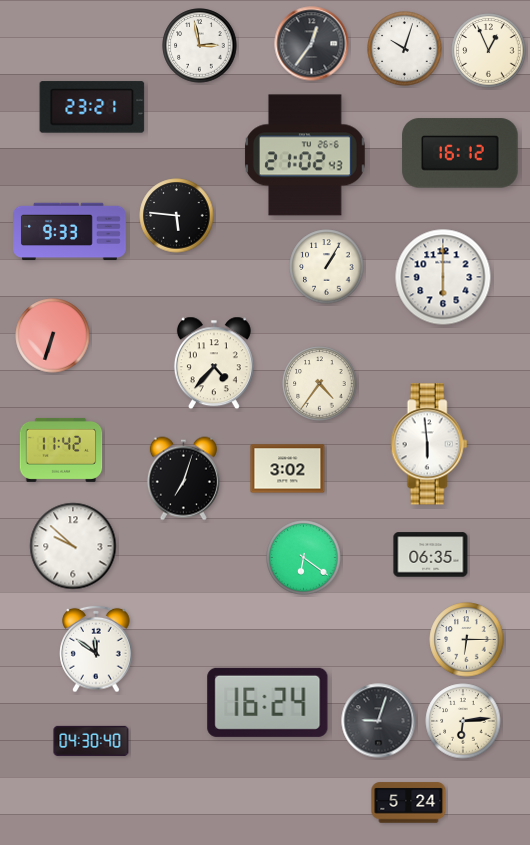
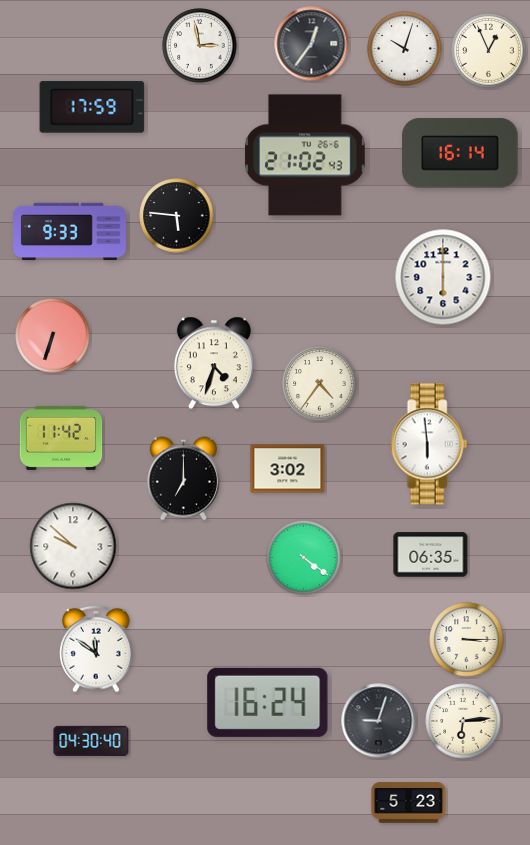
clock at (92, 107): 23:21 -> 17:59
clock at (460, 153): 16:12 -> 16:14
clock at (327, 267): 1:05 -> none
clock at (214, 363): 4:37 -> 4:33
clock at (61, 450) position: (61, 450) -> (61, 438)
clock at (183, 479): 7:03 -> 7:00
clock at (304, 558): 6:21 -> 4:21
clock at (467, 640): 6:15 -> 3:15
clock at (409, 803): 5:24 -> 5:23
